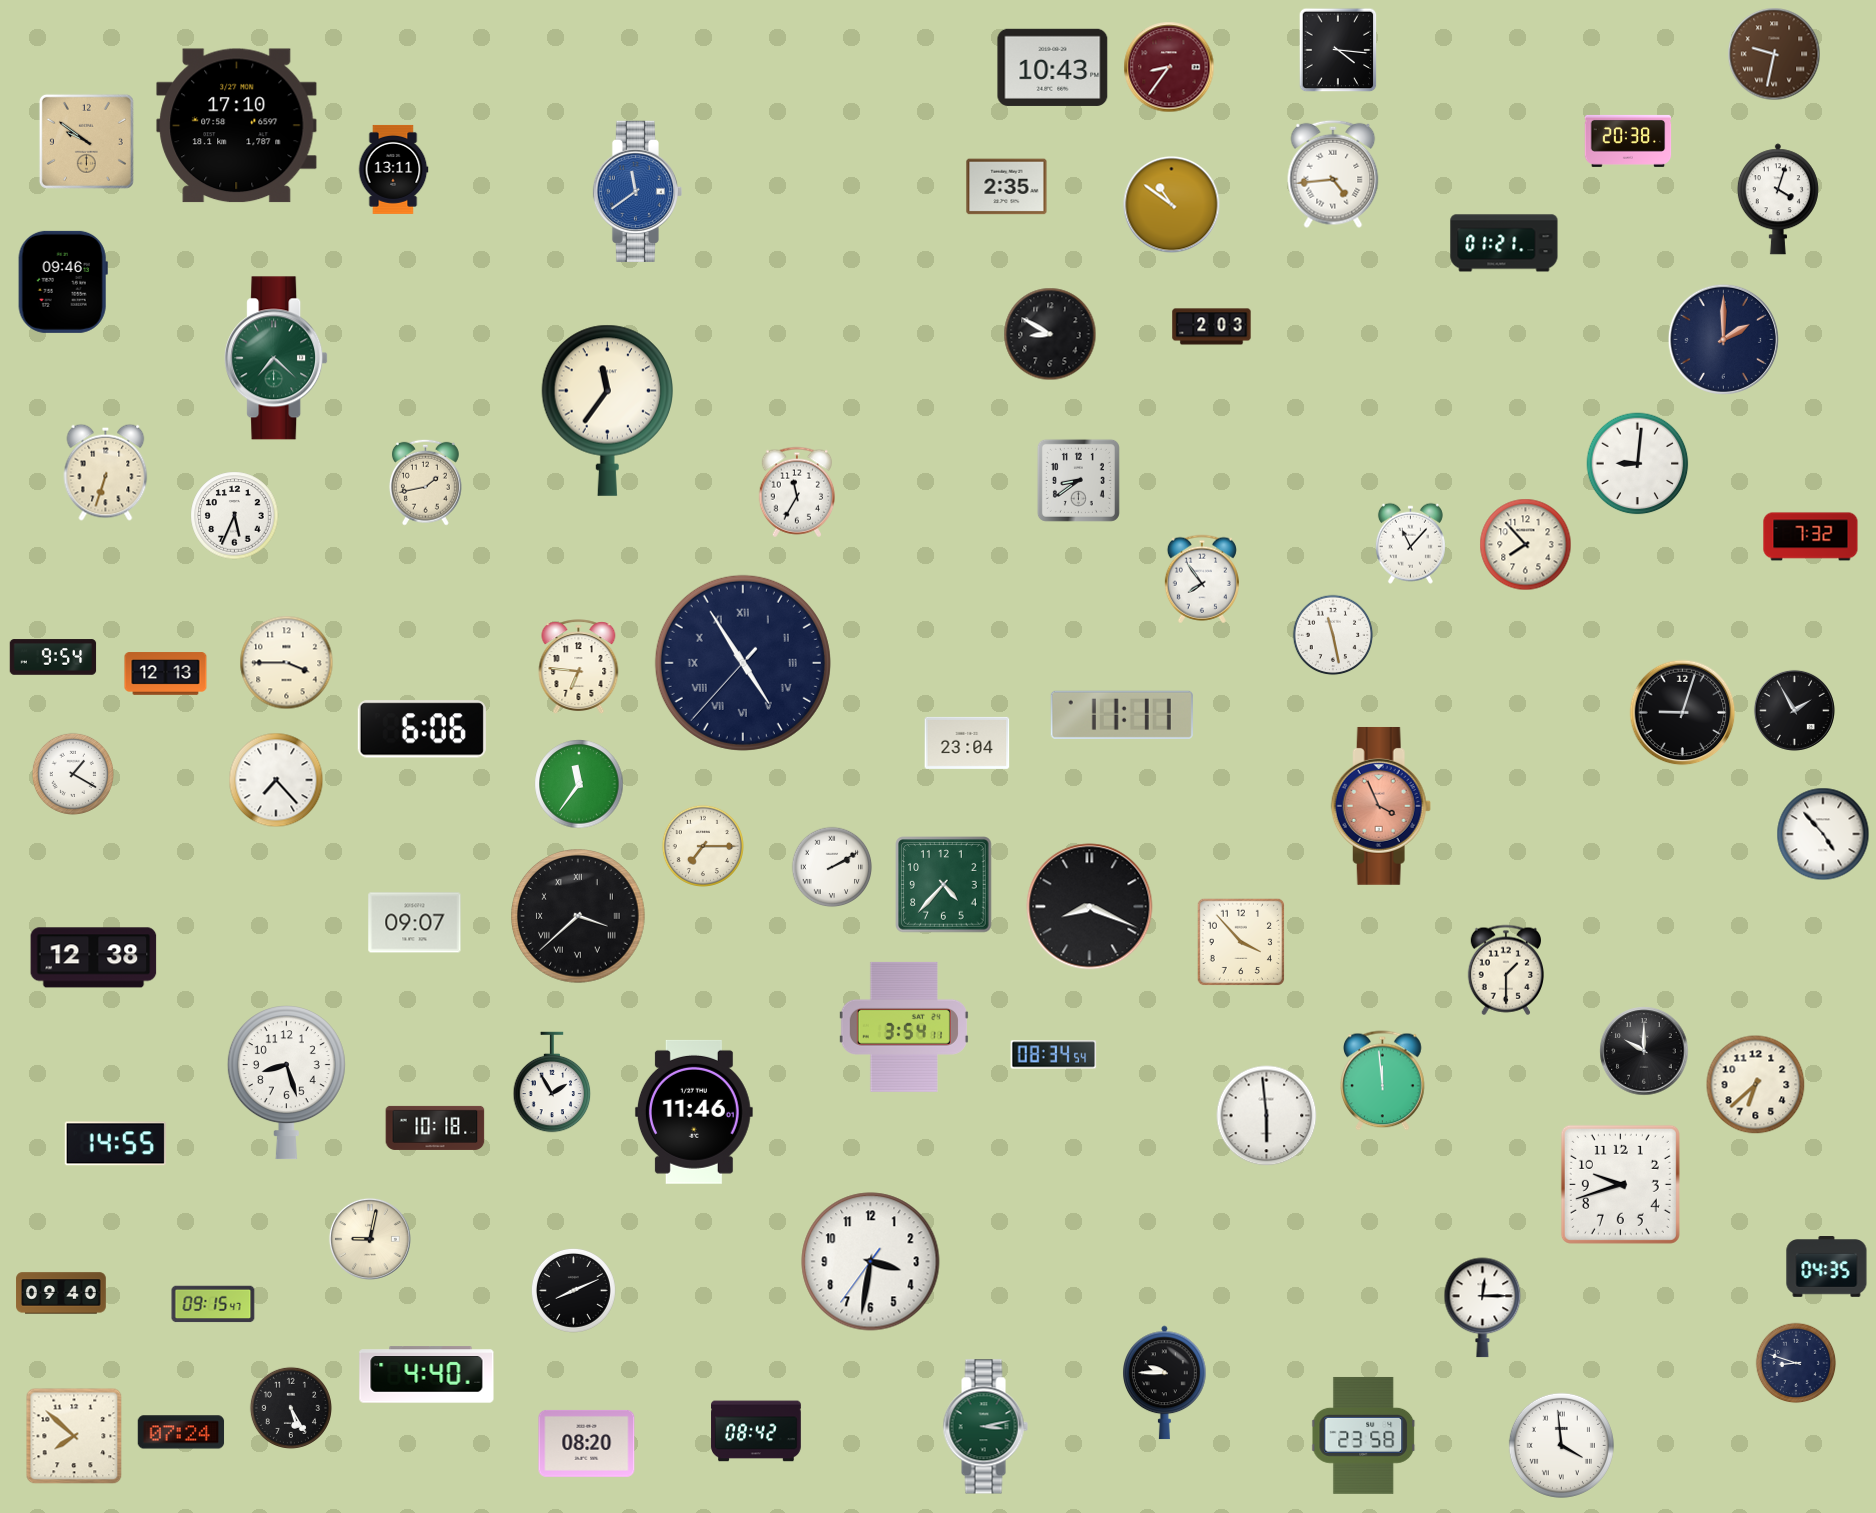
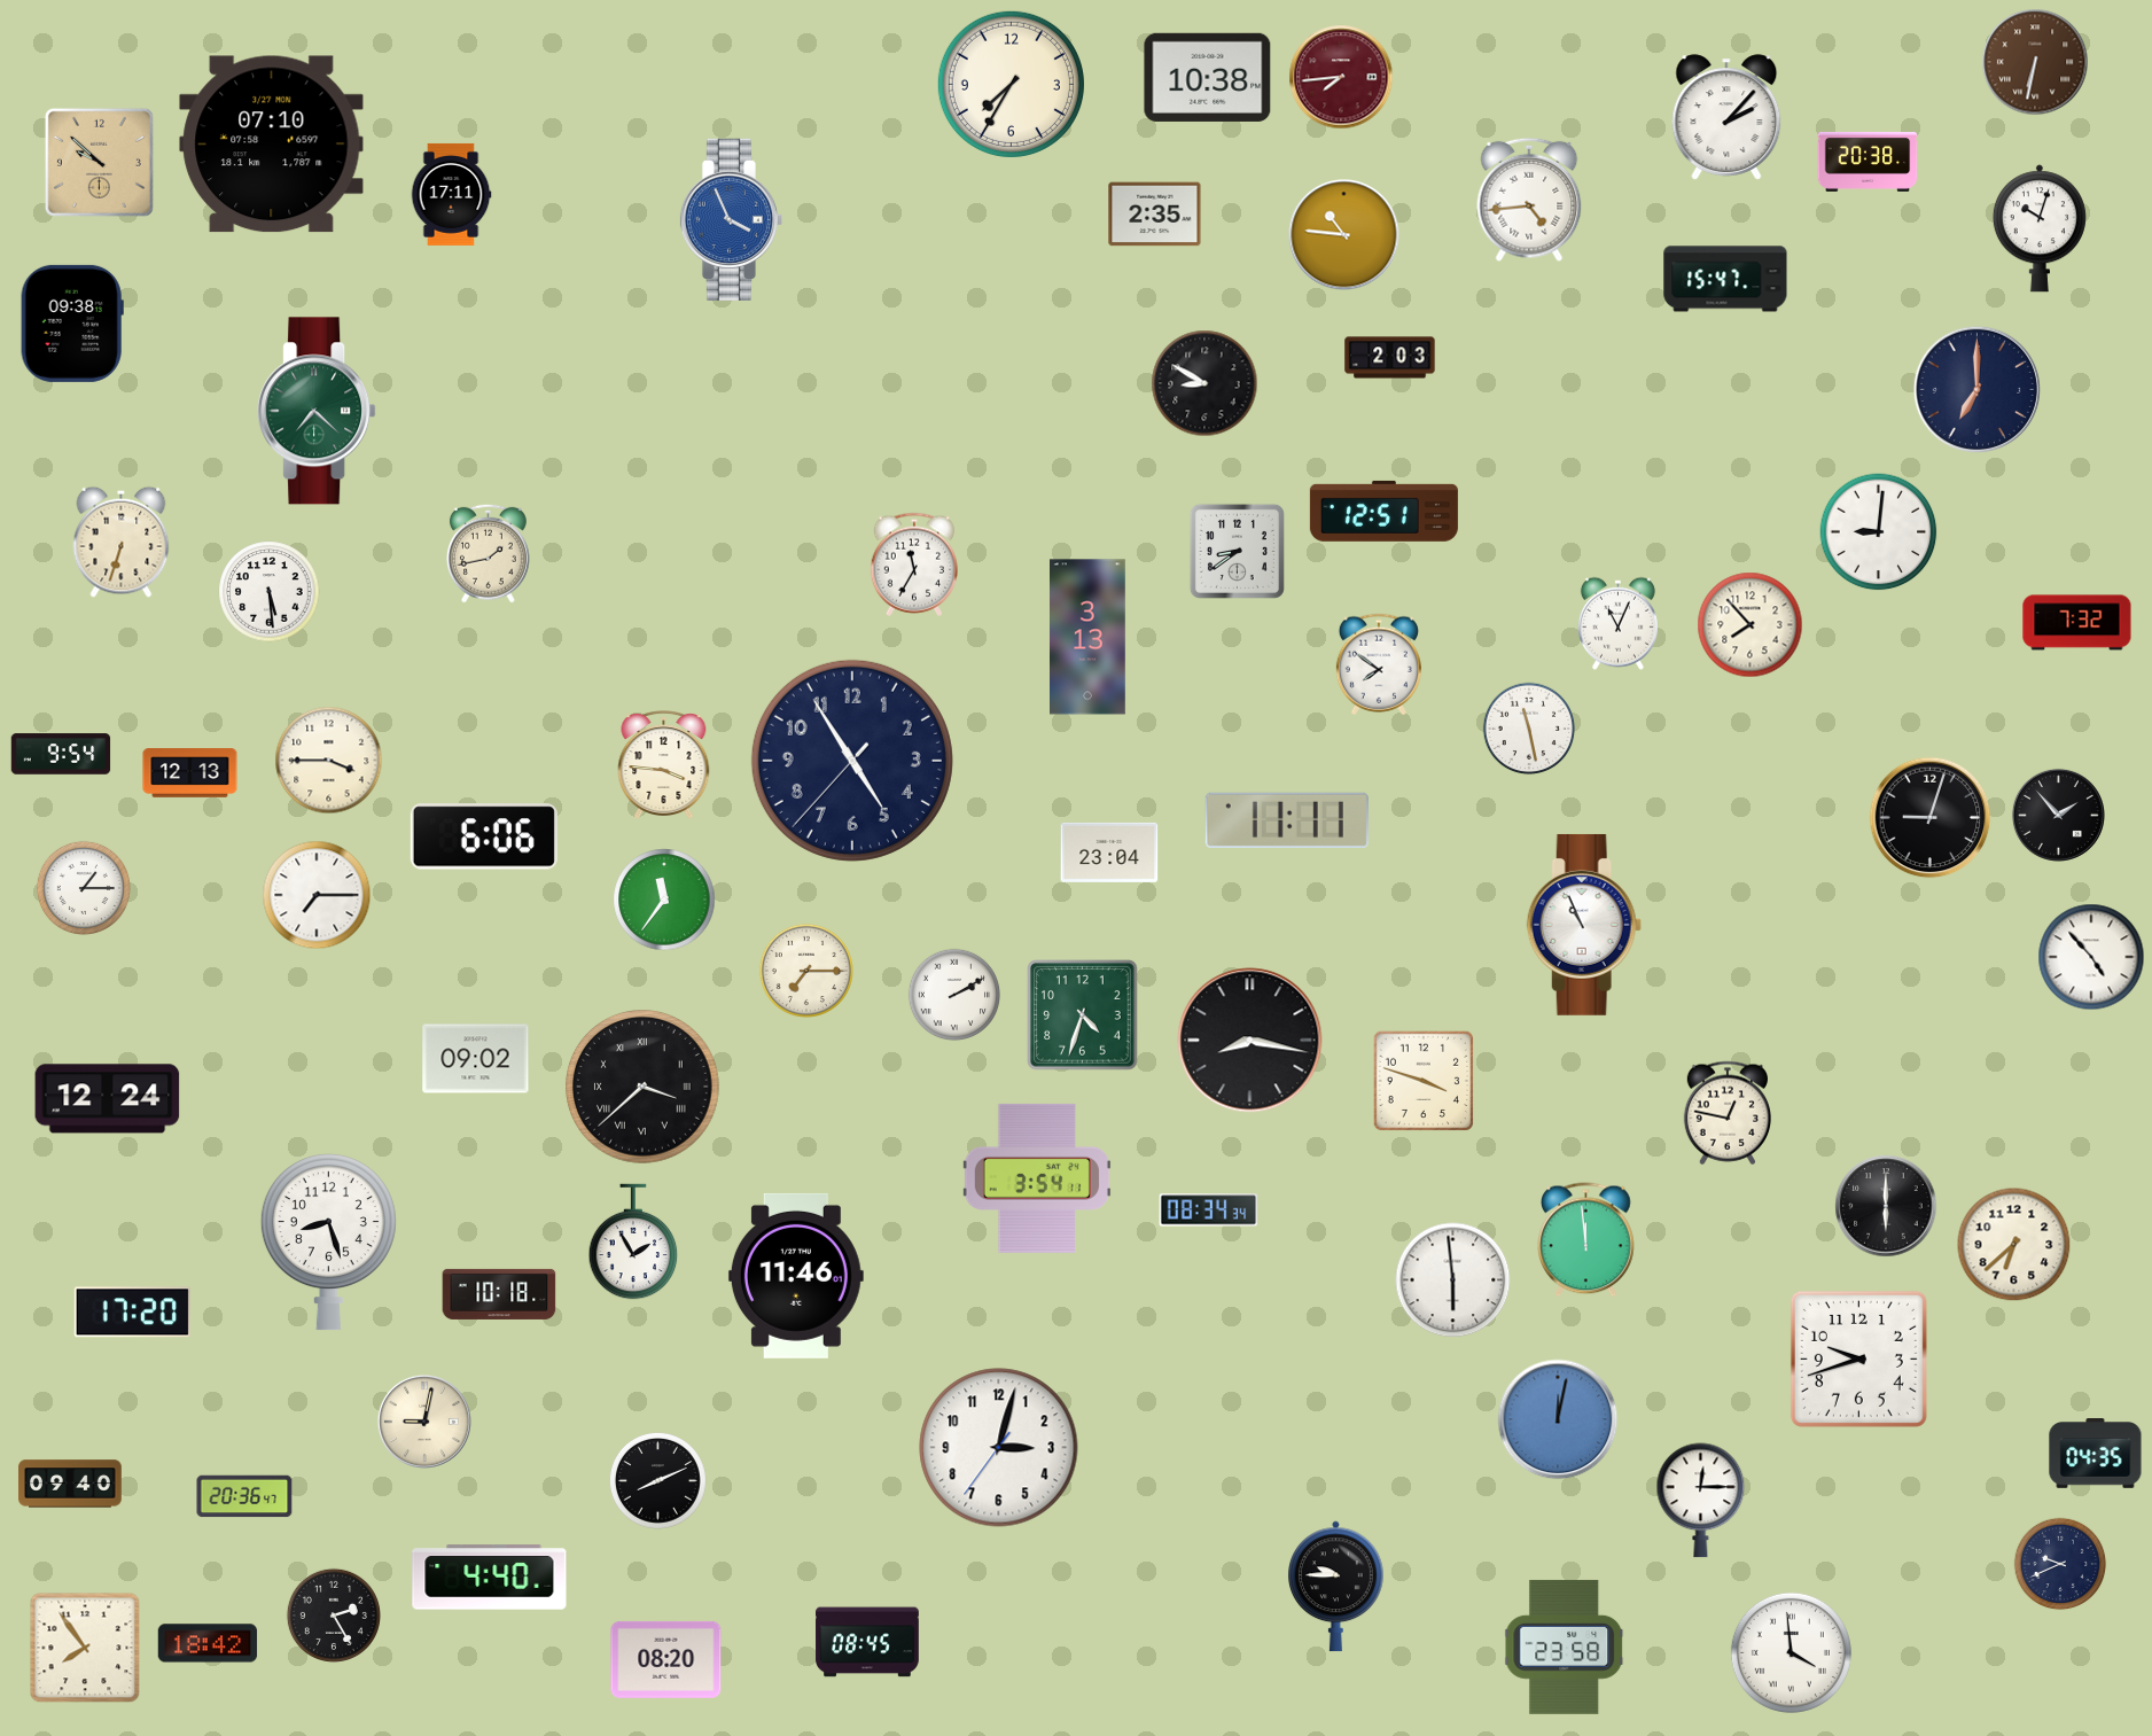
clock at (1338, 50): 4:16 -> none
clock at (1774, 54): 9:32 -> 6:32
clock at (1053, 67): 10:43 -> 10:38
clock at (1169, 67): 8:36 -> 7:44
clock at (1011, 84): none -> 7:35
clock at (1726, 117): none -> 2:07
clock at (237, 126): 17:10 -> 07:10
clock at (86, 141): 9:51 -> 9:52
clock at (393, 169): 13:11 -> 17:11
clock at (637, 191): 11:39 -> 3:56
clock at (1778, 199): 4:03 -> 10:03
clock at (1172, 205): 10:51 -> 10:46
clock at (1504, 243): 01:21 -> 15:47
clock at (63, 282): 09:46 -> 09:38
clock at (1212, 327) position: (1212, 327) -> (1390, 358)
clock at (1723, 339): 2:00 -> 7:00
clock at (607, 410): 11:36 -> none
clock at (1383, 511): none -> 12:51
clock at (235, 516): 5:34 -> 5:29
clock at (1811, 537) position: (1811, 537) -> (2077, 623)
clock at (1410, 543): 11:07 -> 11:04
clock at (1089, 637): none -> 3:13
clock at (1202, 579): 7:54 -> 7:51
clock at (743, 663) numerals: Roman -> Arabic
clock at (579, 666): 6:46 -> 3:46
clock at (1794, 710): 1:55 -> 1:53
clock at (73, 774): 1:20 -> 1:15
clock at (276, 780): 7:23 -> 7:15
clock at (1381, 806): 3:56 -> 10:56
clock at (1381, 806) dial: salmon -> white
clock at (944, 885): 4:37 -> 4:33
clock at (1090, 907): 8:19 -> 8:17
clock at (579, 917) position: (579, 917) -> (644, 1088)
clock at (415, 923): 09:07 -> 09:02
clock at (1240, 941): 3:53 -> 3:48
clock at (94, 958): 12:38 -> 12:24
clock at (1505, 970): 1:30 -> 12:47
clock at (1644, 1051): 10:00 -> 6:00
clock at (1054, 1055): 08:34:54 -> 08:34:34
clock at (115, 1144): 14:55 -> 17:20
clock at (1558, 1419): none -> 12:02
clock at (871, 1262): 3:31 -> 3:02
clock at (213, 1304): 09:15 -> 20:36
clock at (1796, 1363): 8:48 -> 9:41
clock at (291, 1408): 5:25 -> 2:25
clock at (985, 1427): 3:13 -> none
clock at (756, 1431): 08:42 -> 08:45
clock at (181, 1432): 07:24 -> 18:42
clock at (74, 1436): 7:52 -> 7:54
clock at (587, 1443) position: (587, 1443) -> (666, 1659)
clock at (1561, 1445) position: (1561, 1445) -> (1791, 1652)
